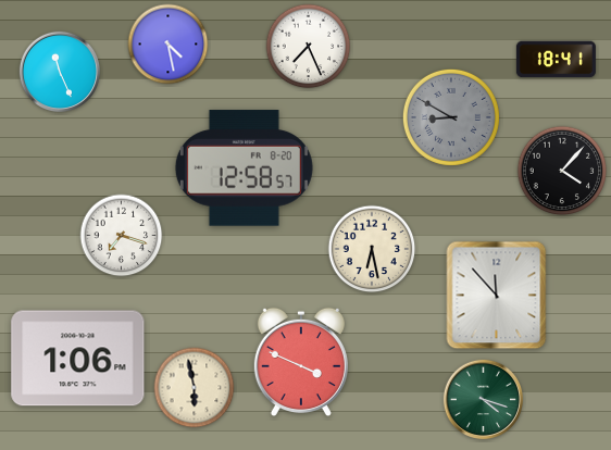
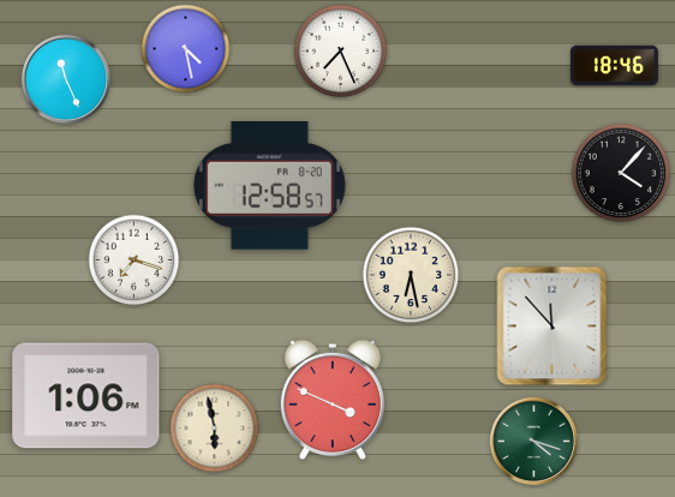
clock at (556, 60): 18:41 -> 18:46
clock at (451, 117): 8:50 -> none
clock at (562, 171) position: (562, 171) -> (621, 173)
clock at (497, 296) position: (497, 296) -> (552, 327)
